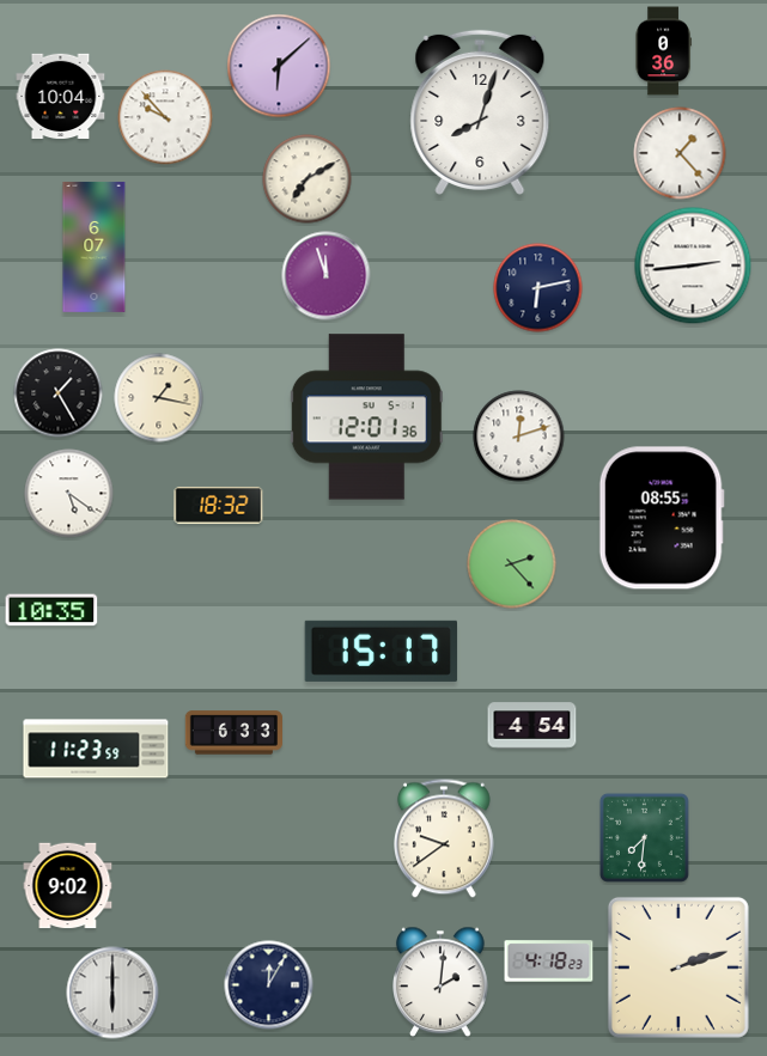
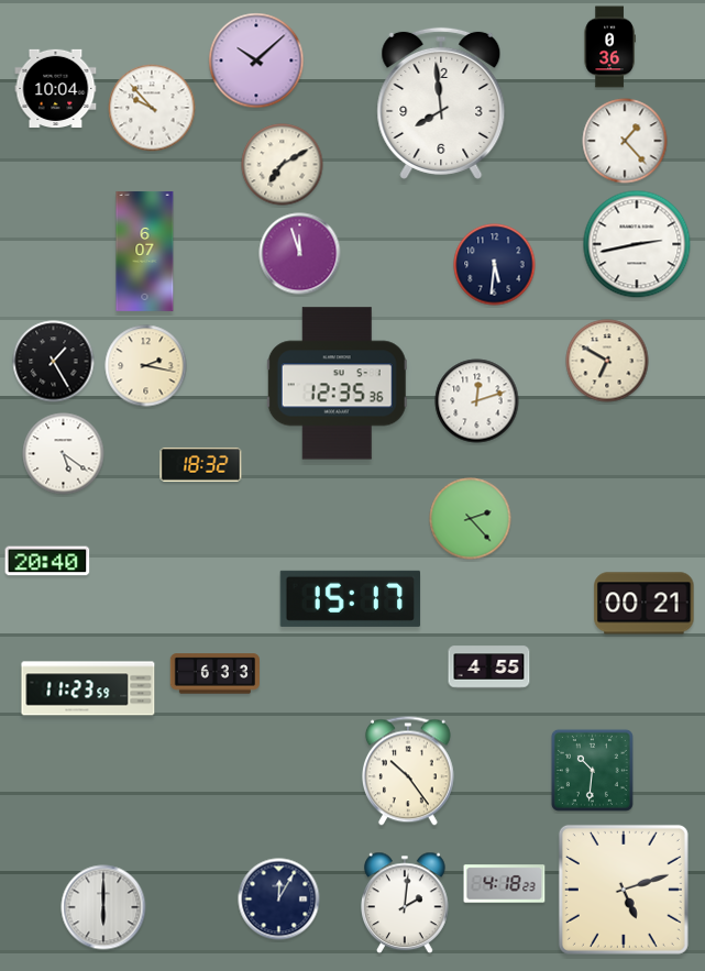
clock at (279, 66): 6:08 -> 10:08
clock at (480, 112): 8:03 -> 7:59
clock at (95, 246) position: (95, 246) -> (145, 251)
clock at (693, 265): 2:44 -> 2:43
clock at (538, 288): 6:13 -> 5:31
clock at (607, 361): none -> 6:50
clock at (159, 398): 1:17 -> 2:17
clock at (366, 417): 12:01 -> 12:35
clock at (662, 518): 08:55 -> none
clock at (51, 610): 10:35 -> 20:40
clock at (645, 604): none -> 00:21
clock at (532, 726): 4:54 -> 4:55
clock at (644, 837): 7:31 -> 10:31
clock at (444, 838): 9:39 -> 10:24
clock at (68, 886): 9:02 -> none
clock at (678, 968): 2:12 -> 5:12
clock at (269, 985) position: (269, 985) -> (279, 900)
clock at (112, 993) position: (112, 993) -> (103, 907)
